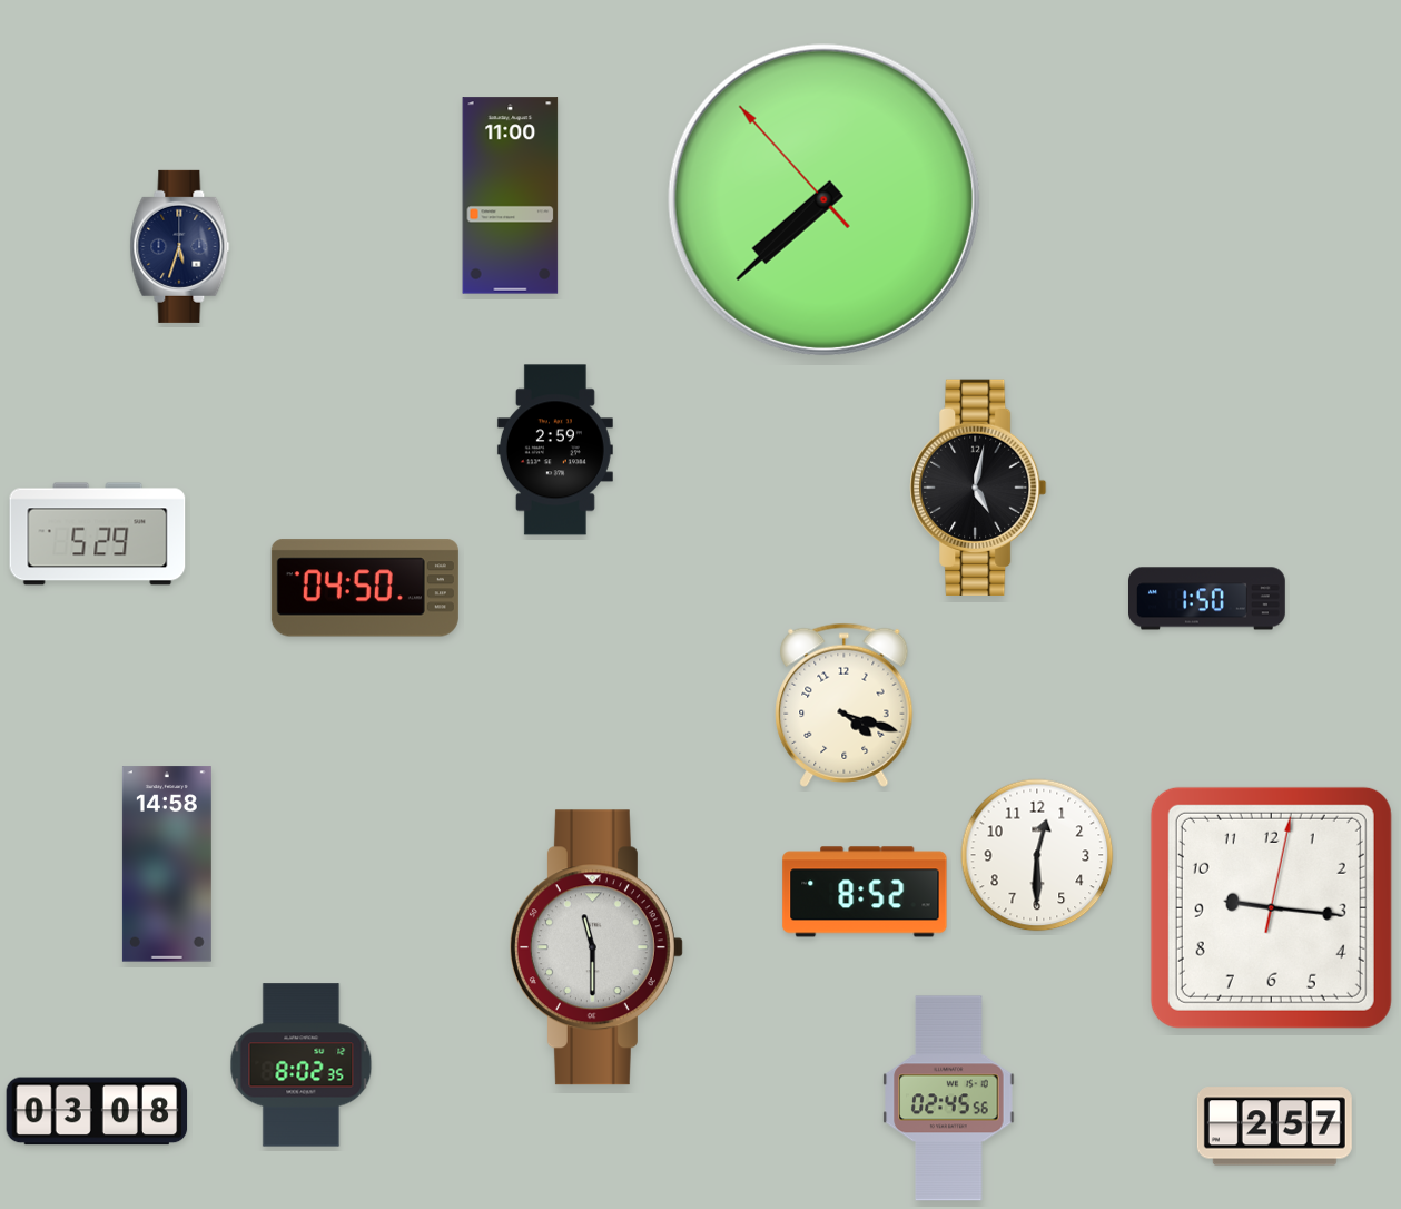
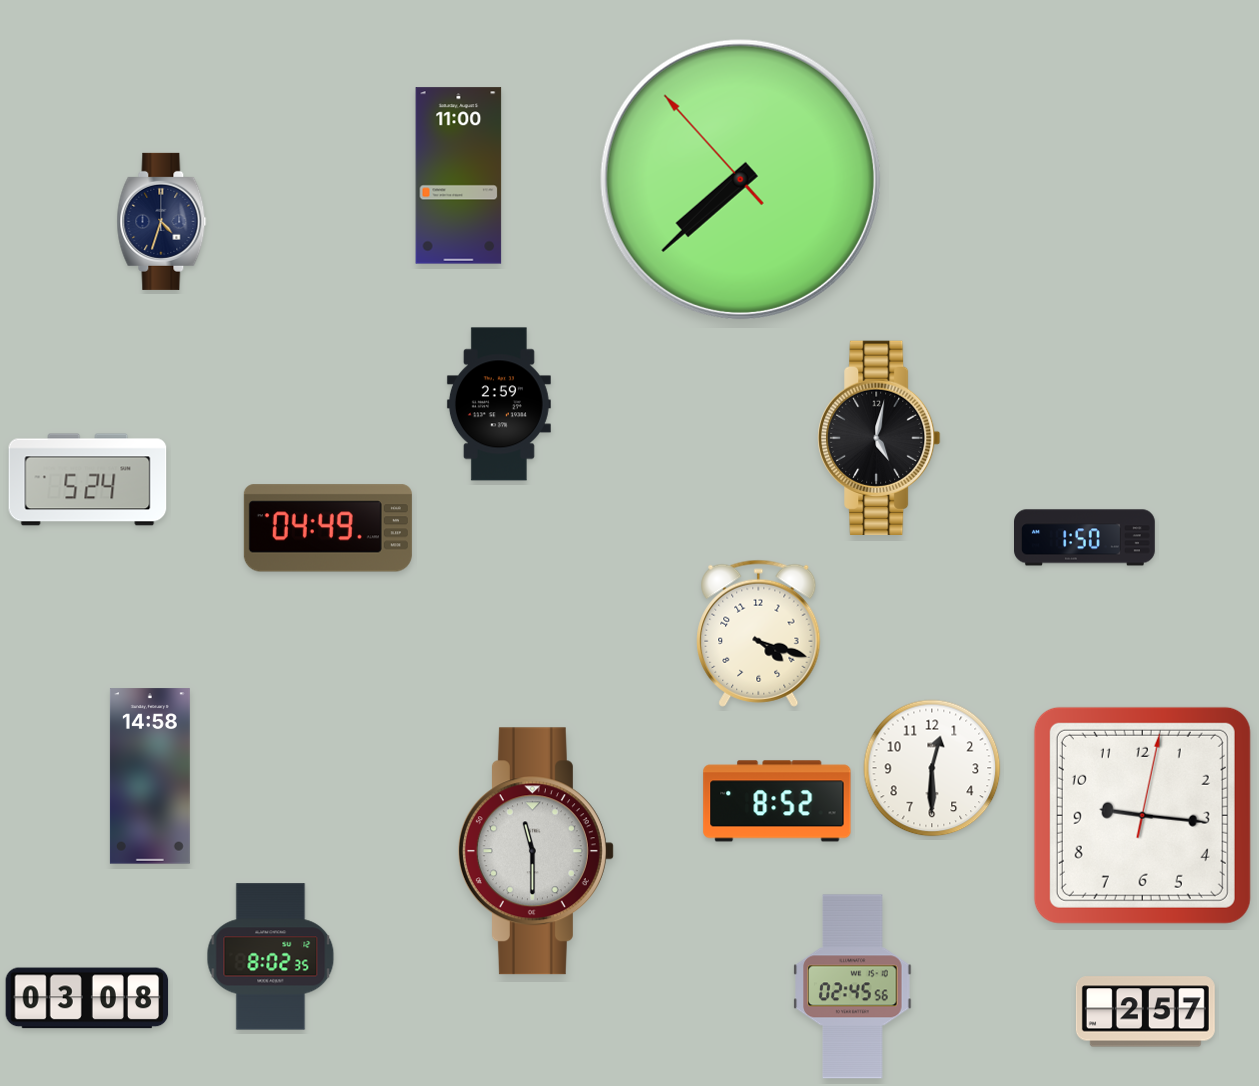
clock at (180, 246): 5:33 -> 4:33
clock at (98, 534): 5:29 -> 5:24
clock at (365, 588): 04:50 -> 04:49
